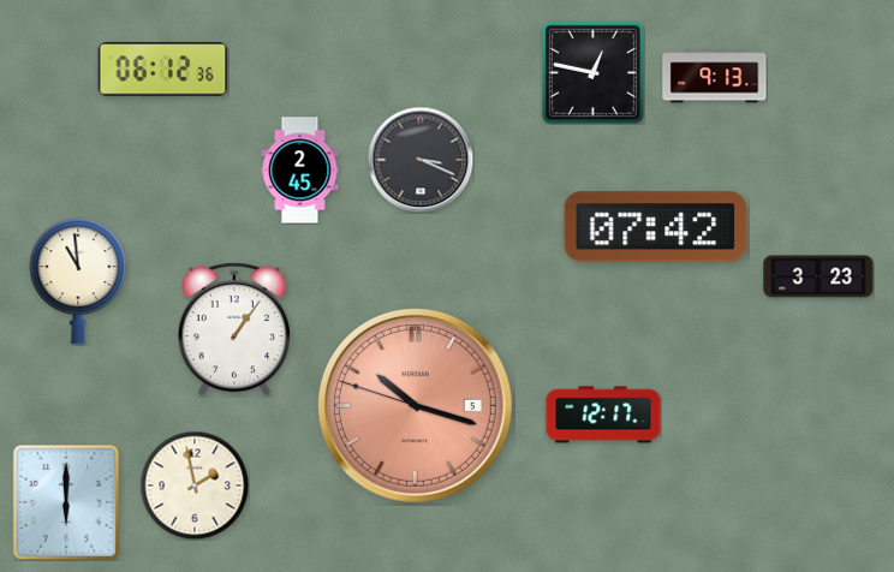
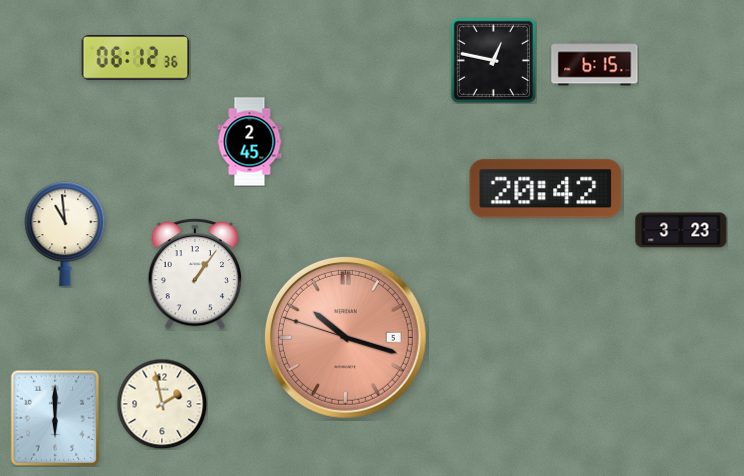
clock at (715, 77): 9:13 -> 6:15
clock at (421, 160): 3:19 -> none
clock at (656, 227): 07:42 -> 20:42
clock at (603, 415): 12:17 -> none
